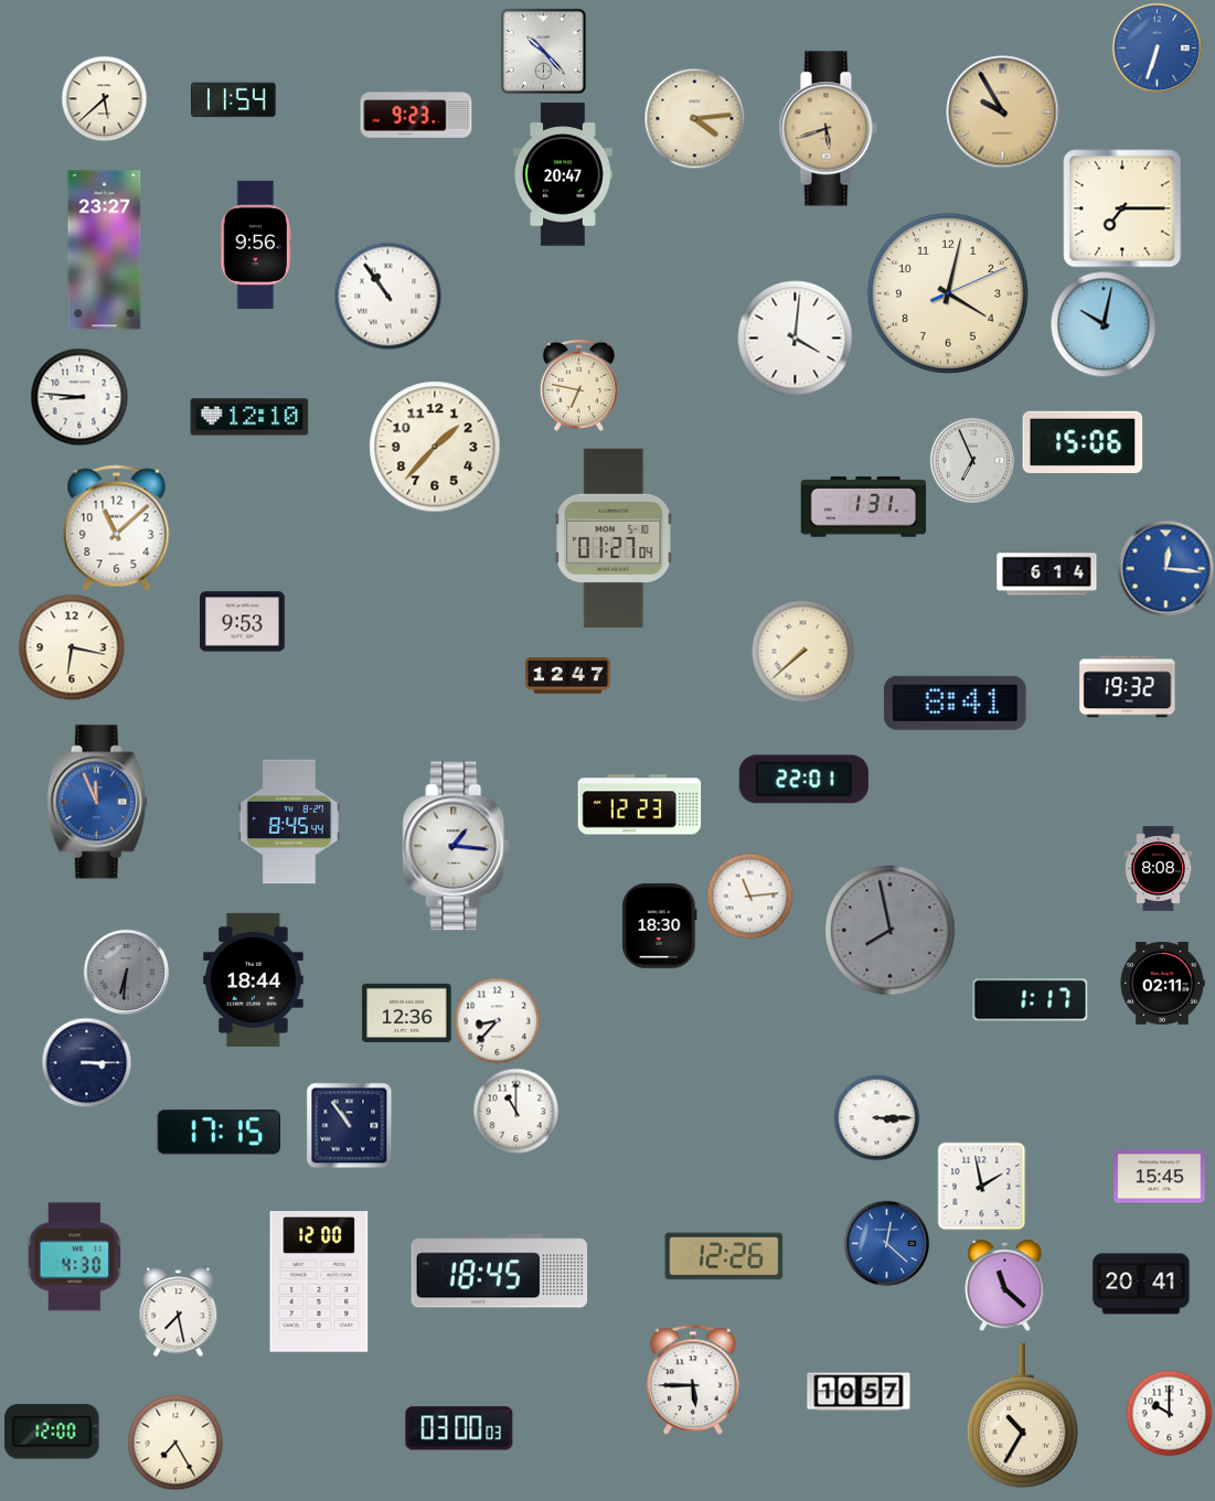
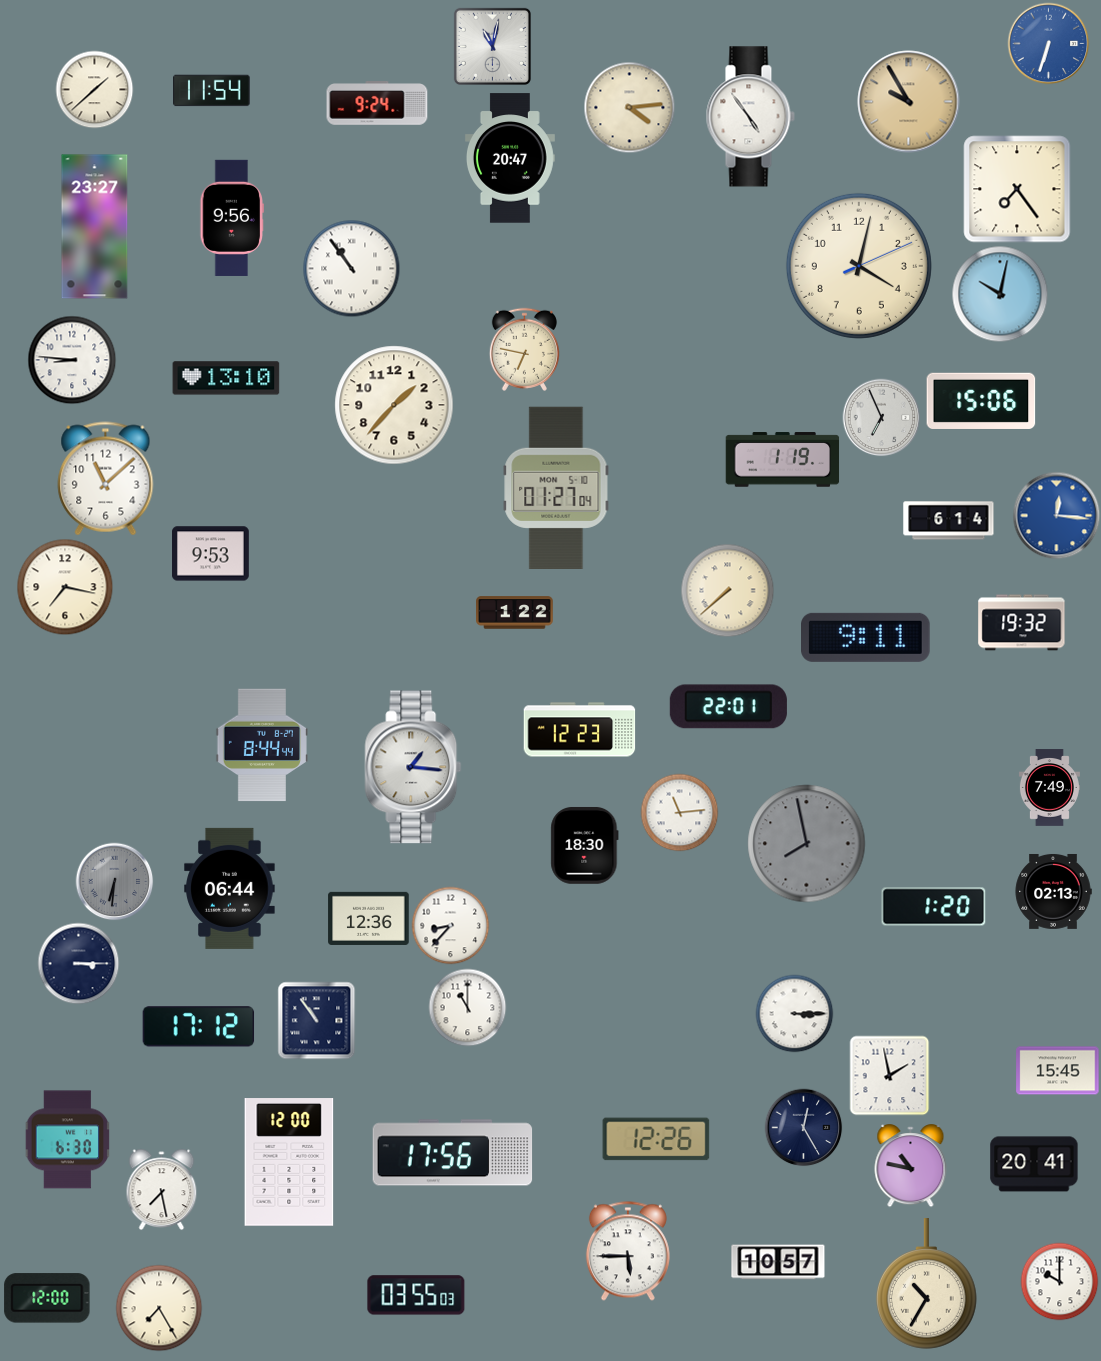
clock at (543, 51): 10:23 -> 11:02
clock at (104, 98): 5:38 -> 1:38
clock at (416, 114): 9:23 -> 9:24
clock at (828, 129): 5:42 -> 4:54
clock at (828, 129) dial: champagne -> white
clock at (1122, 208): 7:15 -> 7:24
clock at (256, 244) position: (256, 244) -> (232, 217)
clock at (796, 339): 4:01 -> none
clock at (249, 417): 12:10 -> 13:10
clock at (864, 507): 1:31 -> 1:19
clock at (243, 622) position: (243, 622) -> (211, 554)
clock at (72, 647): 6:17 -> 7:17
clock at (568, 676): 12:47 -> 1:22
clock at (956, 703): 8:41 -> 9:11
clock at (97, 802): 11:56 -> none
clock at (289, 822): 8:45 -> 8:44
clock at (1158, 869): 8:08 -> 7:49
clock at (660, 925) position: (660, 925) -> (585, 845)
clock at (254, 979): 18:44 -> 06:44
clock at (1162, 983): 02:11 -> 02:13
clock at (1031, 1000): 1:17 -> 1:20
clock at (220, 1133): 17:15 -> 17:12
clock at (1160, 1177) position: (1160, 1177) -> (1058, 1071)
clock at (886, 1243): 12:22 -> 12:25
clock at (886, 1243) dial: blue -> navy
clock at (75, 1257): 4:30 -> 6:30
clock at (500, 1272): 18:45 -> 17:56
clock at (1005, 1286): 11:22 -> 10:47
clock at (459, 1428): 03:00 -> 03:55
